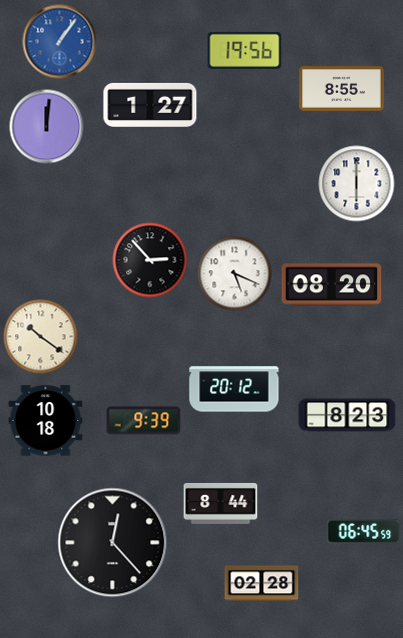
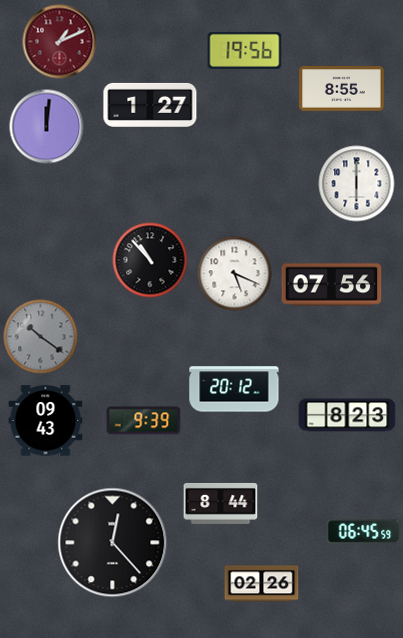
clock at (60, 42): 1:06 -> 1:11
clock at (60, 42) dial: blue -> burgundy
clock at (150, 260): 2:53 -> 10:53
clock at (332, 285): 08:20 -> 07:56
clock at (41, 337) dial: cream -> grey
clock at (46, 421): 10:18 -> 09:43
clock at (262, 584): 02:28 -> 02:26
